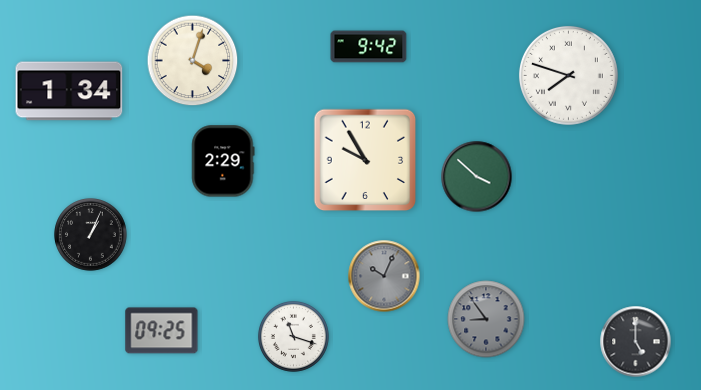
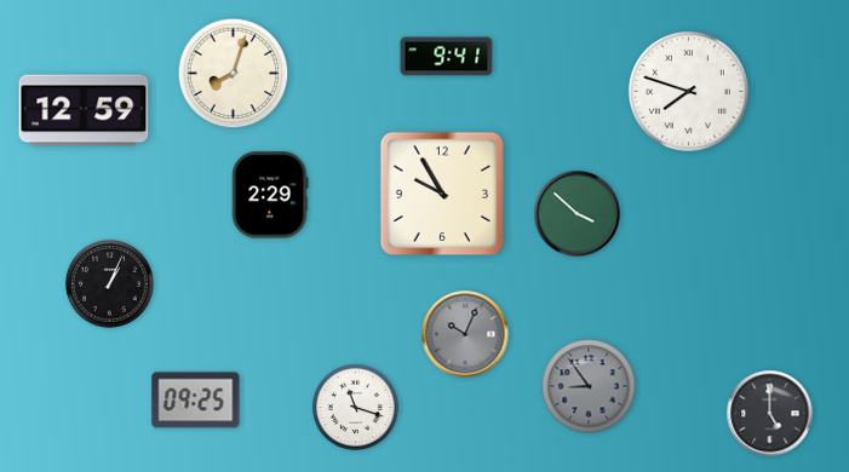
clock at (369, 47): 9:42 -> 9:41
clock at (193, 61): 4:03 -> 8:03
clock at (69, 91): 1:34 -> 12:59
